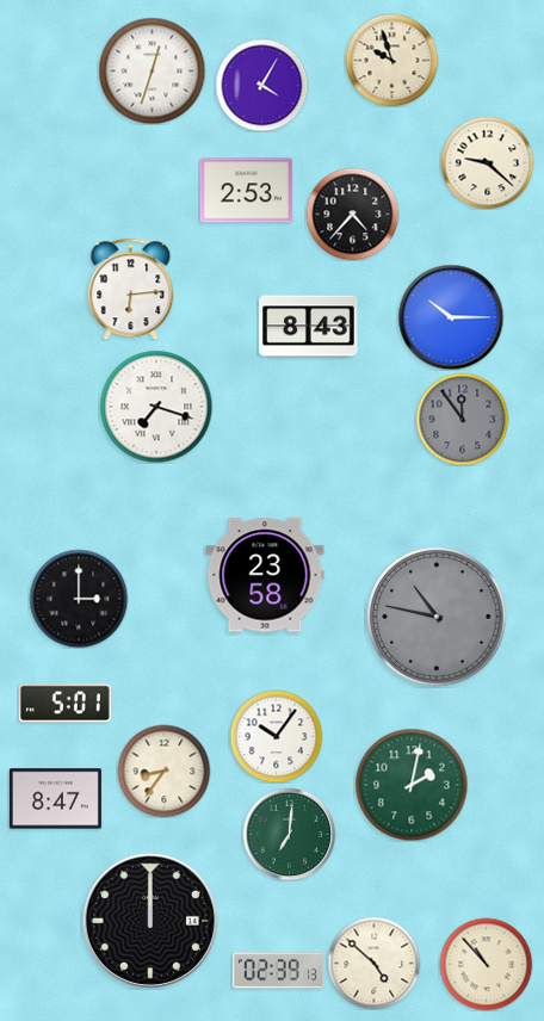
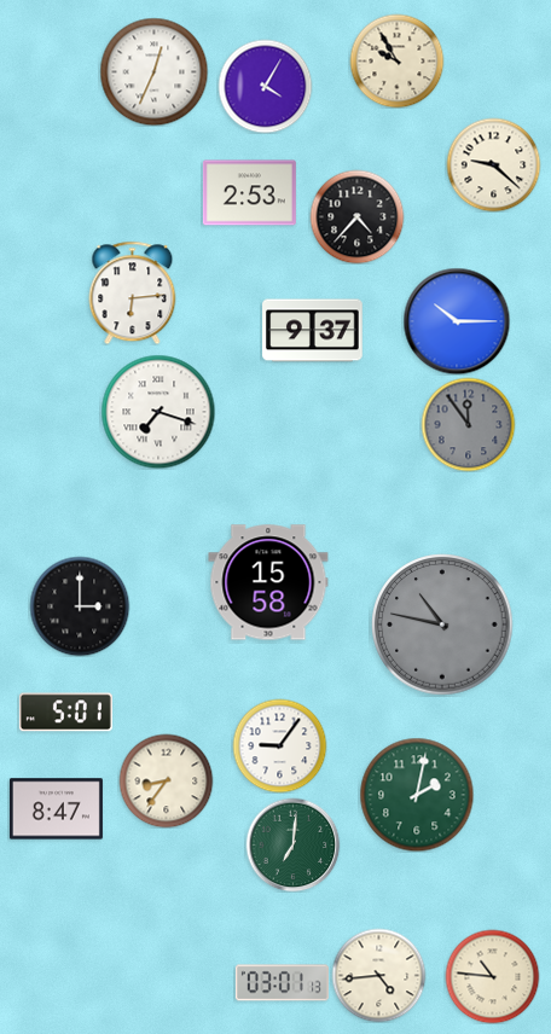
clock at (391, 60): 9:57 -> 9:55
clock at (152, 70): 12:33 -> 12:34
clock at (309, 327): 8:43 -> 9:37
clock at (265, 575): 23:58 -> 15:58
clock at (276, 736): 10:06 -> 9:06
clock at (150, 921): 12:00 -> none
clock at (373, 963): 4:52 -> 4:44
clock at (486, 964): 10:53 -> 10:46
clock at (278, 971): 02:39 -> 03:01
